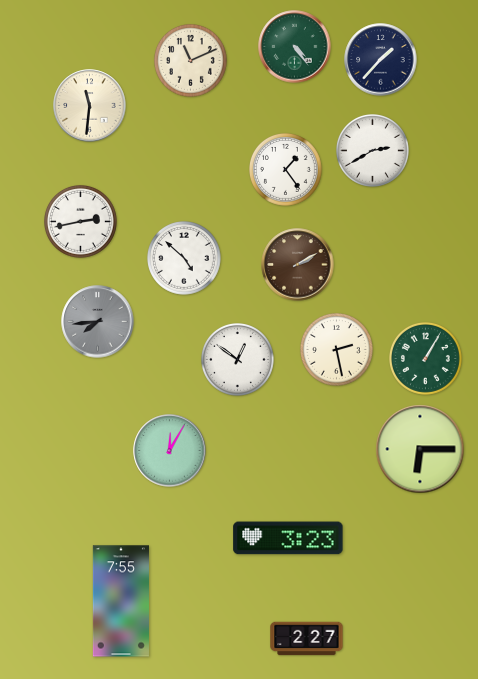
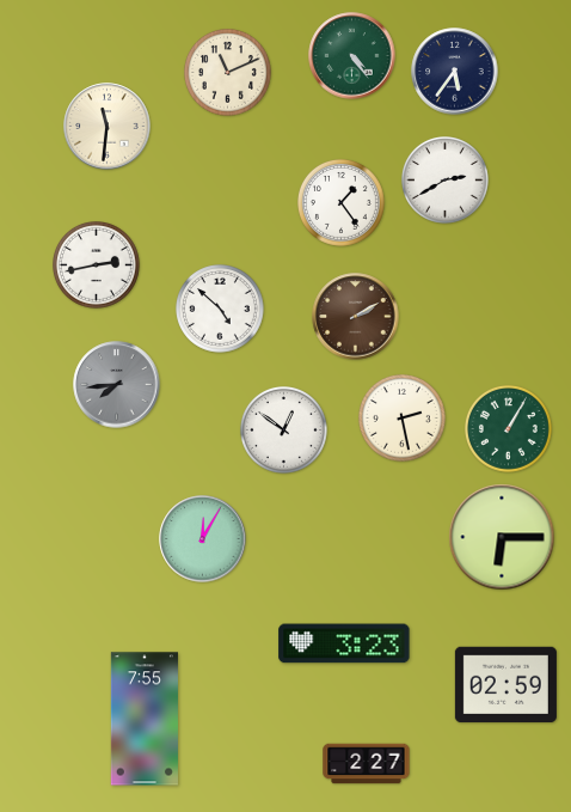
clock at (381, 60): 1:37 -> 5:36
clock at (505, 685): none -> 02:59
